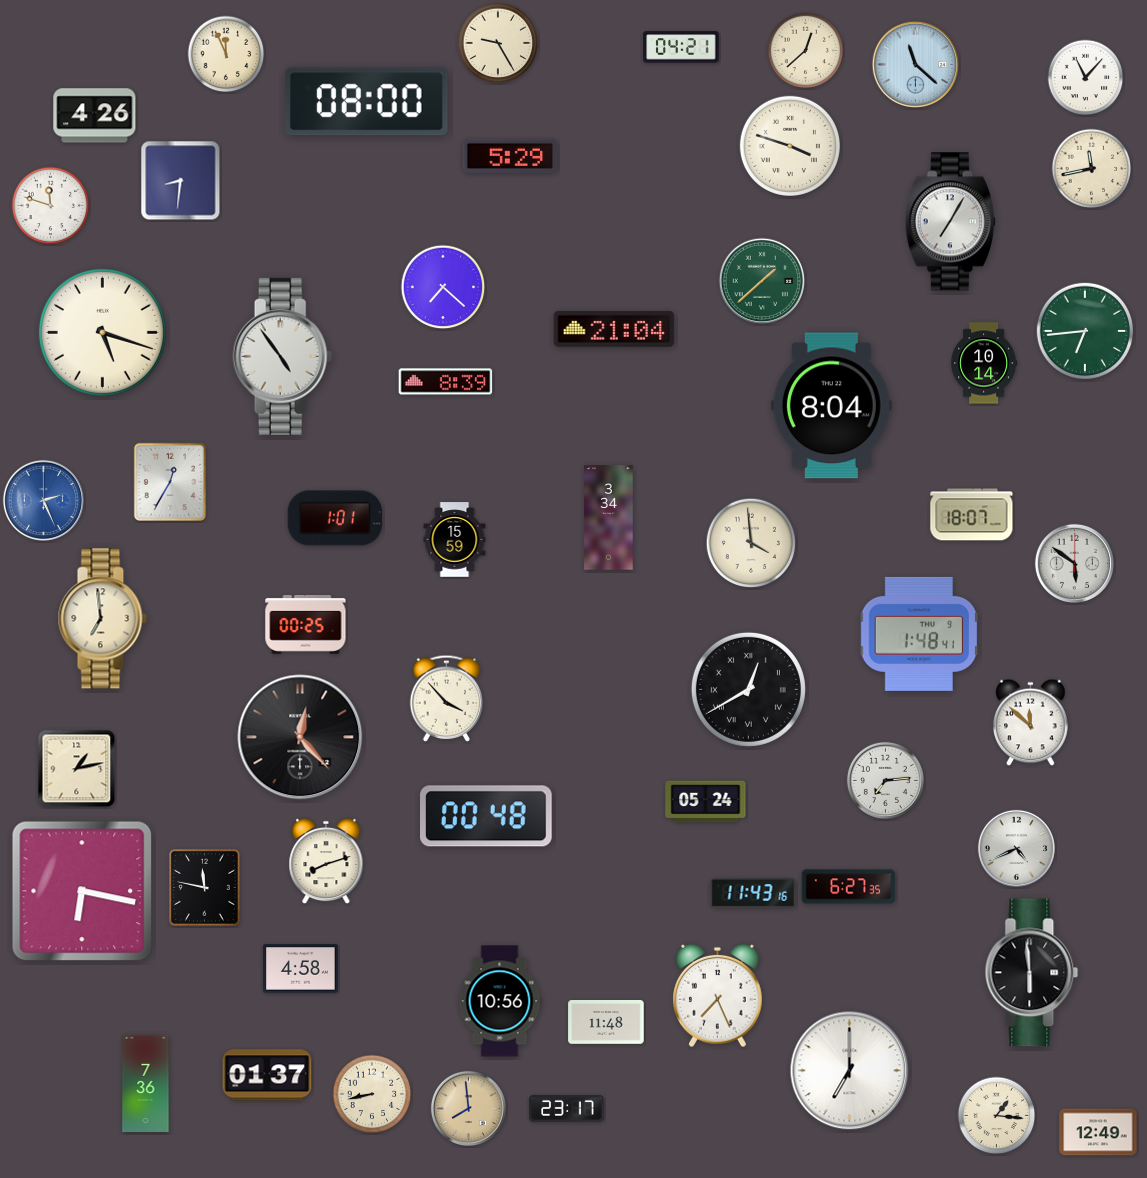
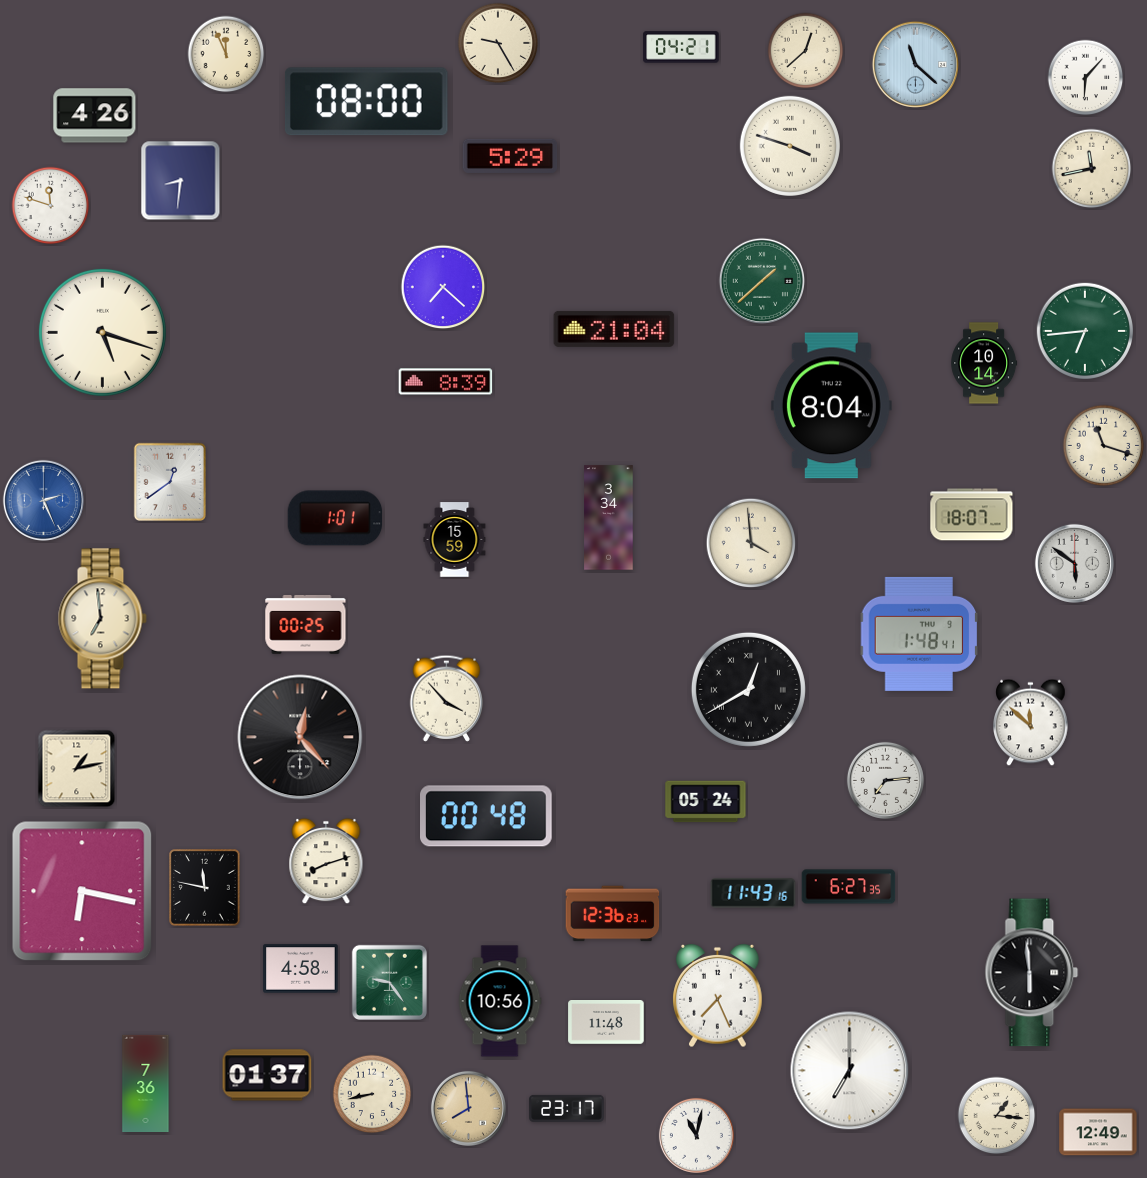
clock at (1086, 78): 11:07 -> 6:07
clock at (950, 222): 7:05 -> none
clock at (283, 356): 4:54 -> none
clock at (1104, 446): none -> 11:18
clock at (169, 481): 12:35 -> 12:39
clock at (1016, 848): 4:41 -> none
clock at (613, 914): none -> 12:36
clock at (389, 982): none -> 9:24
clock at (696, 1135): none -> 11:02
